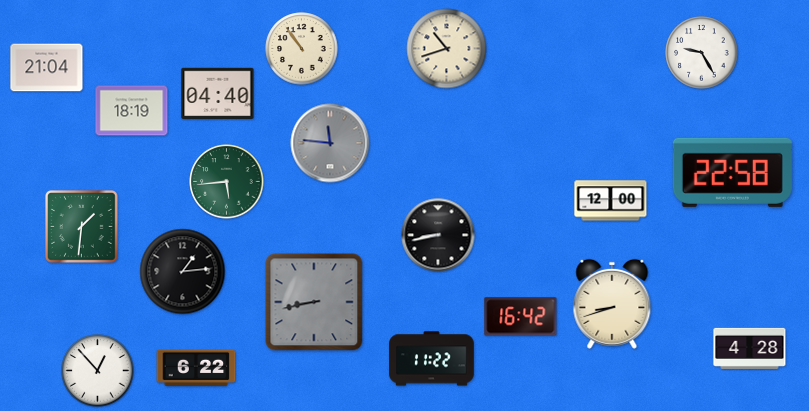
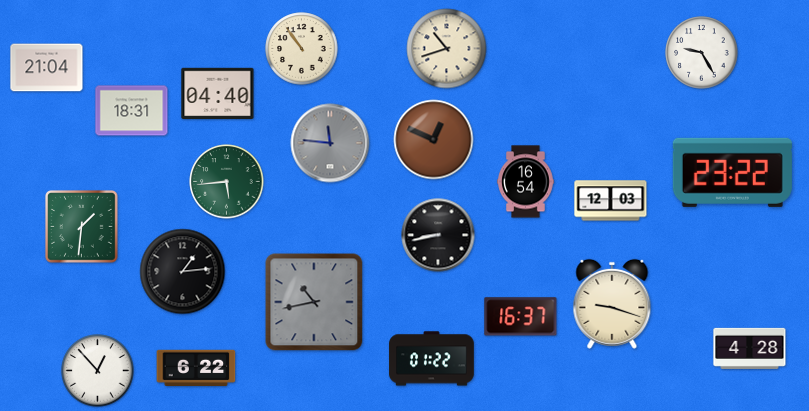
clock at (132, 111): 18:19 -> 18:31
clock at (434, 140): none -> 12:49
clock at (732, 172): 22:58 -> 23:22
clock at (526, 182): none -> 16:54
clock at (611, 201): 12:00 -> 12:03
clock at (314, 302): 8:43 -> 10:43
clock at (612, 304): 8:42 -> 9:18
clock at (521, 317): 16:42 -> 16:37
clock at (432, 359): 11:22 -> 01:22
